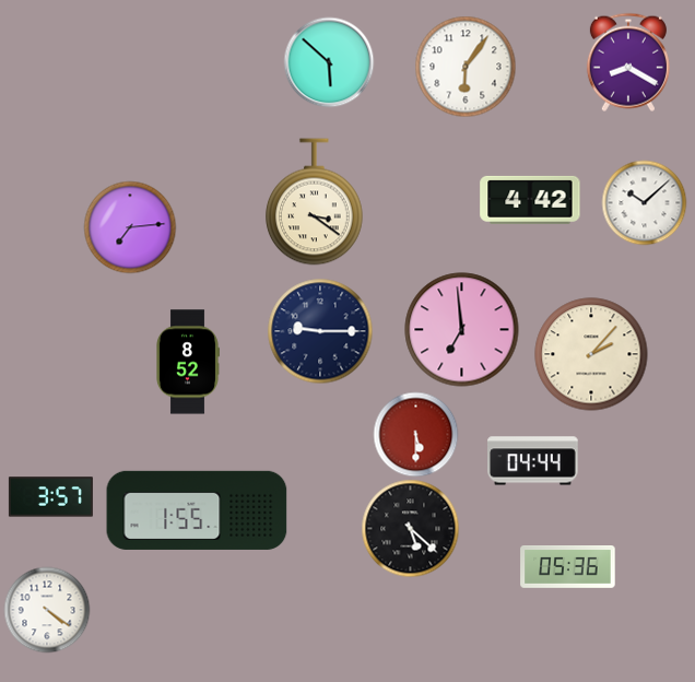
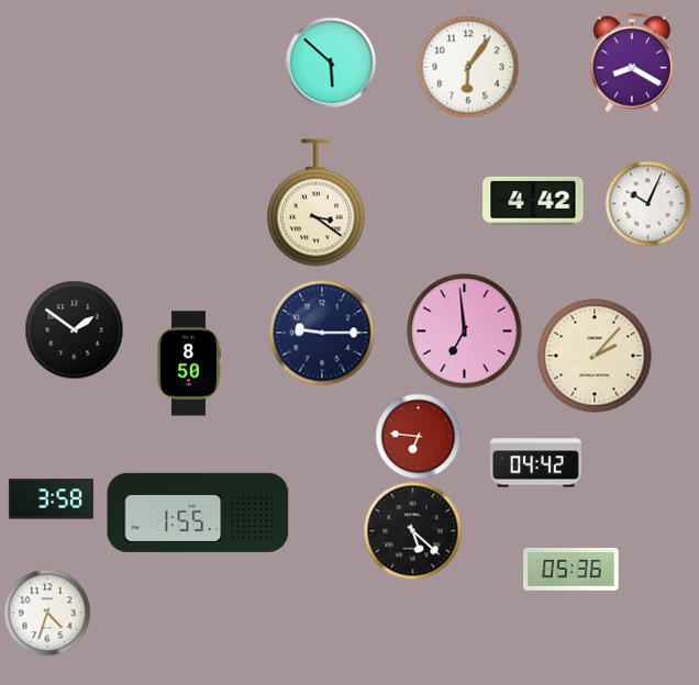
clock at (644, 202): 10:08 -> 10:04
clock at (130, 227): 7:14 -> none
clock at (74, 329): none -> 1:51
clock at (188, 362): 8:52 -> 8:50
clock at (415, 434): 5:30 -> 6:46
clock at (533, 461): 04:44 -> 04:42
clock at (50, 497): 3:57 -> 3:58
clock at (47, 610): 4:21 -> 4:33
